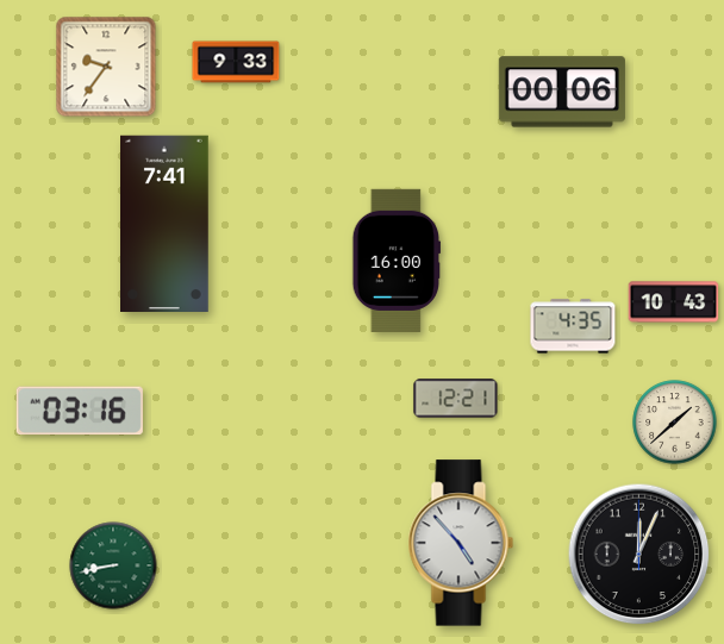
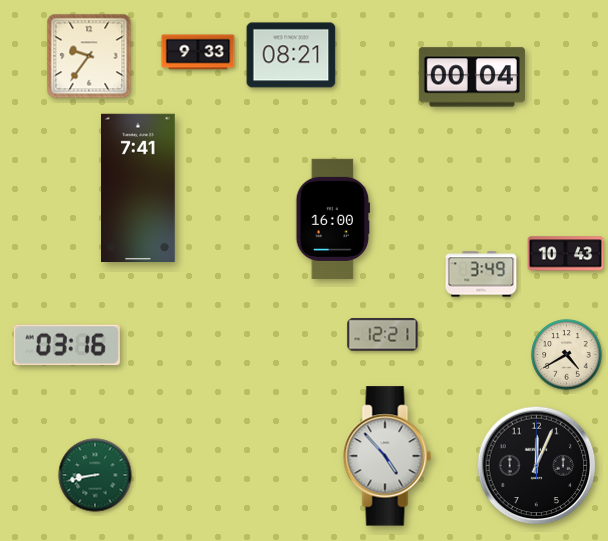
clock at (291, 55): none -> 08:21
clock at (562, 92): 00:06 -> 00:04
clock at (573, 326): 4:35 -> 3:49
clock at (675, 423): 1:38 -> 4:40
